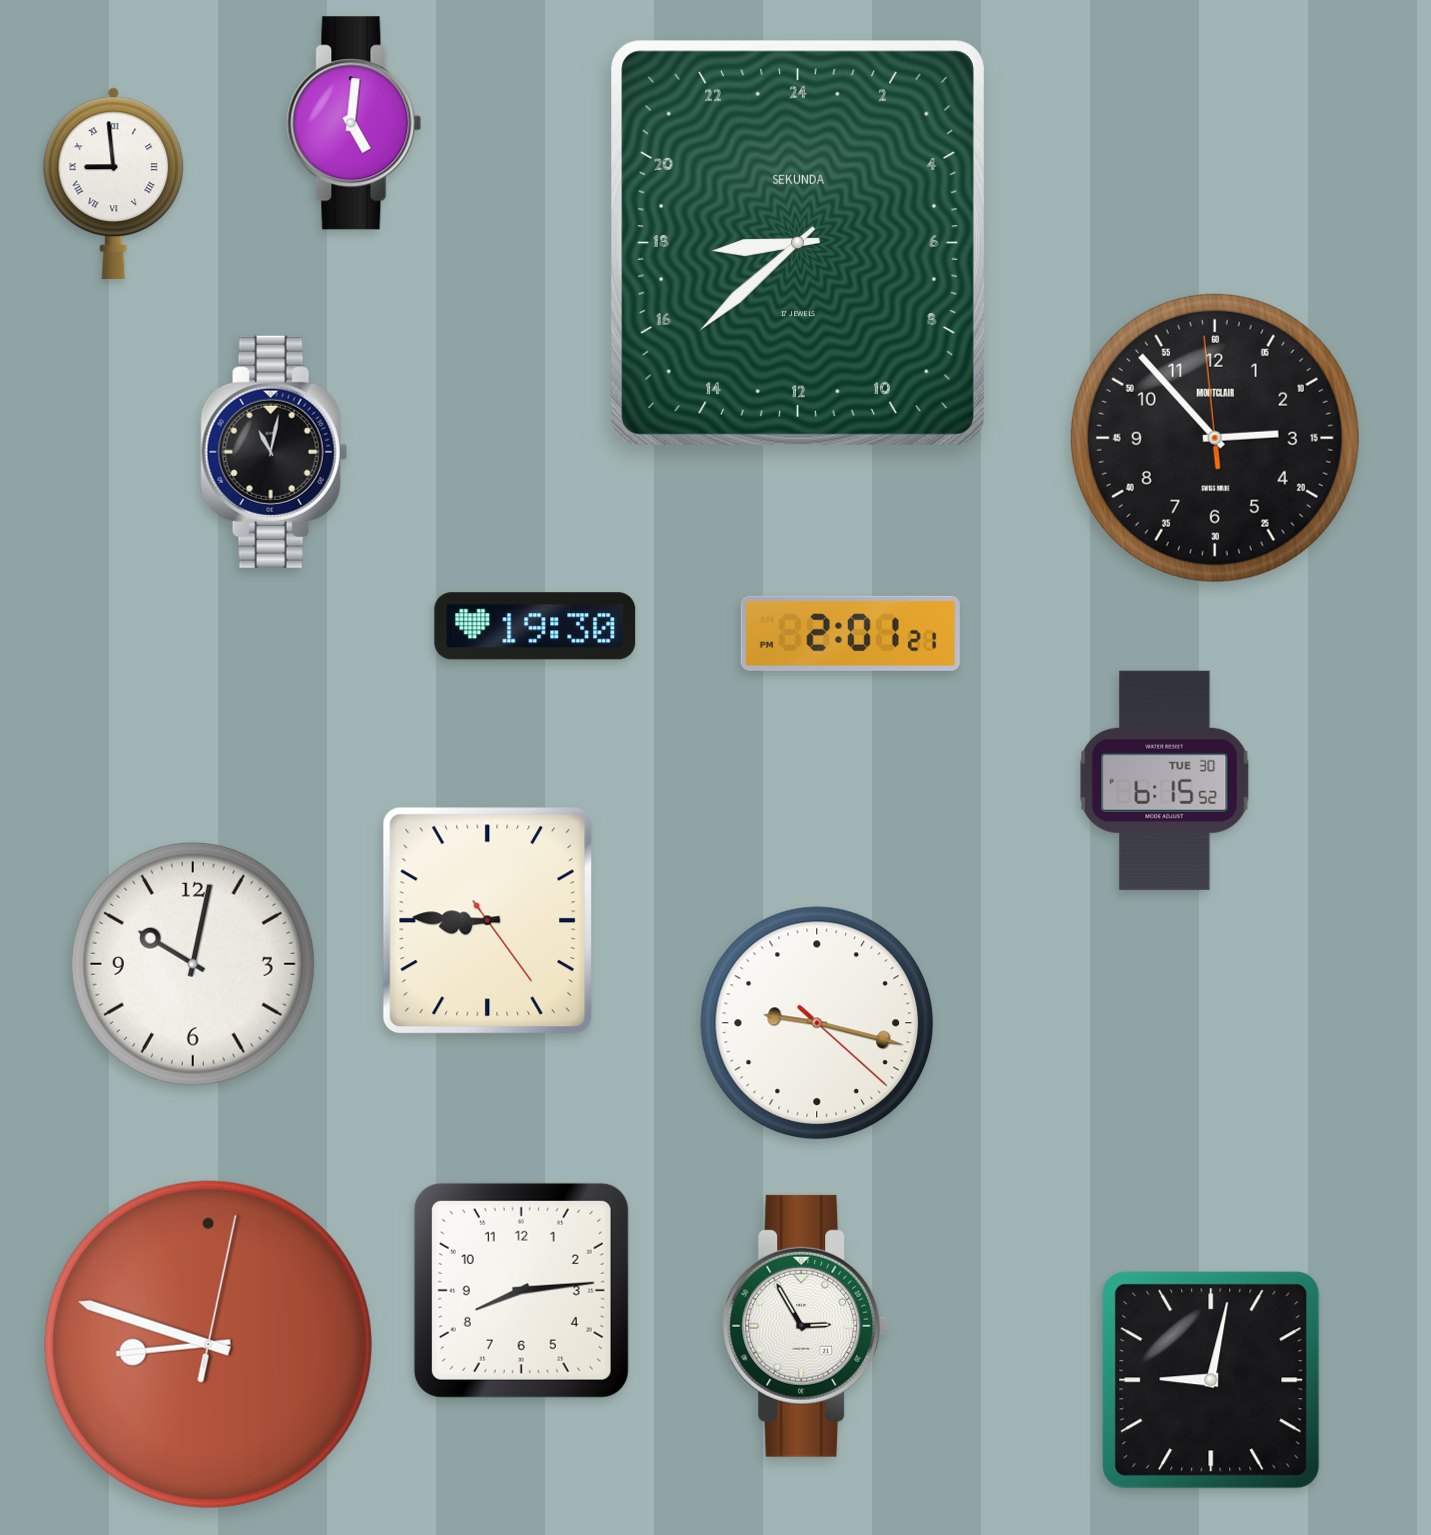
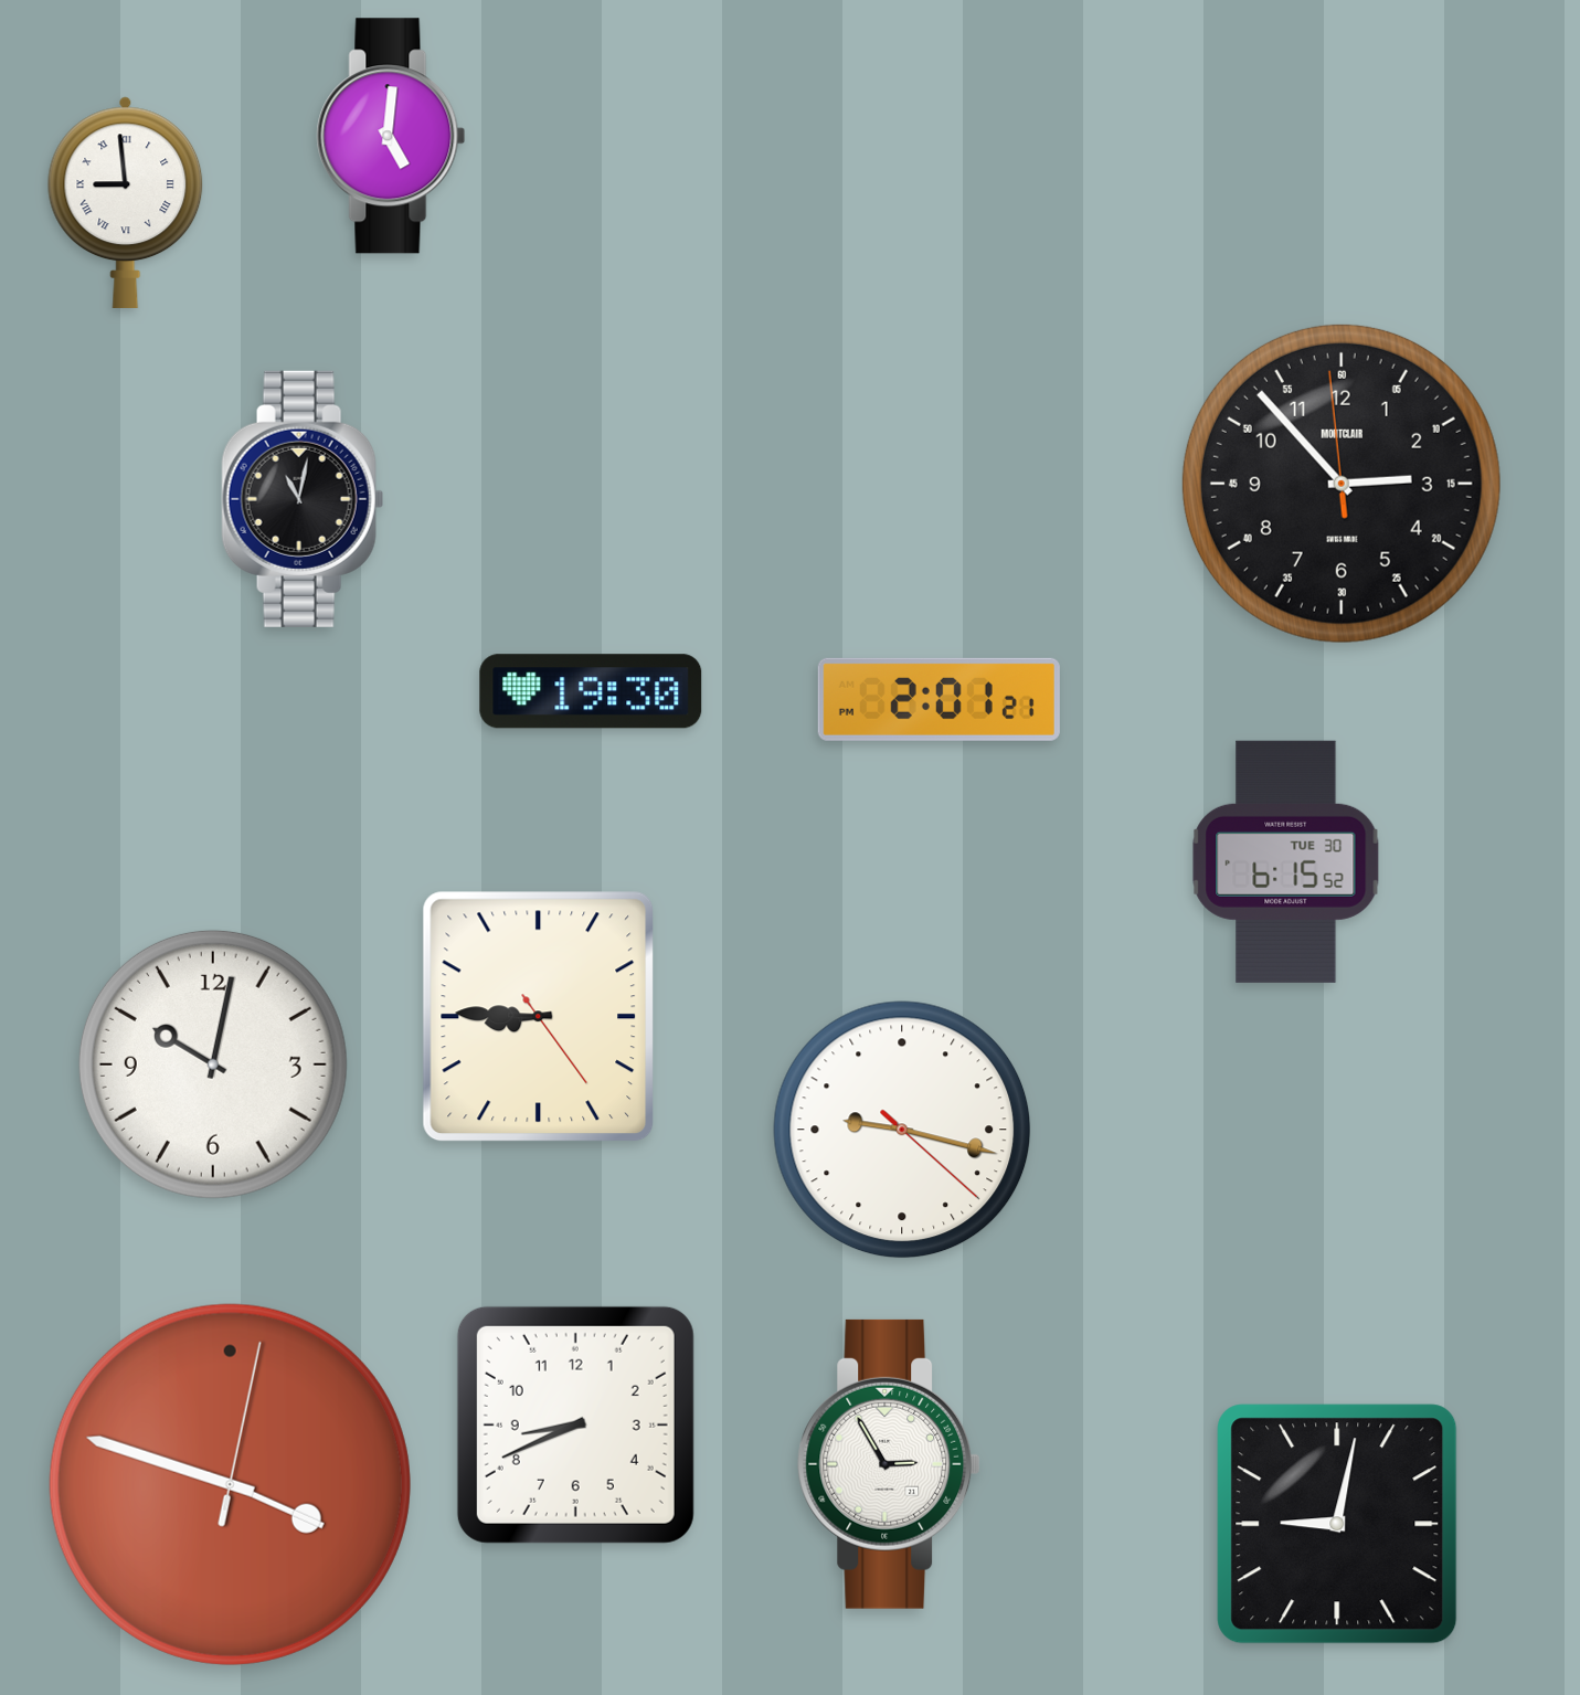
clock at (798, 243): 17:38 -> none
clock at (521, 1290): 8:14 -> 8:41
clock at (208, 1344): 8:48 -> 3:48
